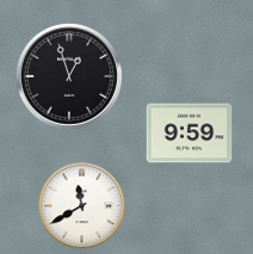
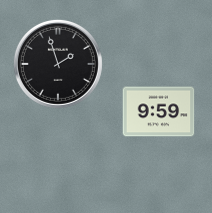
clock at (69, 76): 12:57 -> 1:57
clock at (82, 206): 11:40 -> none
